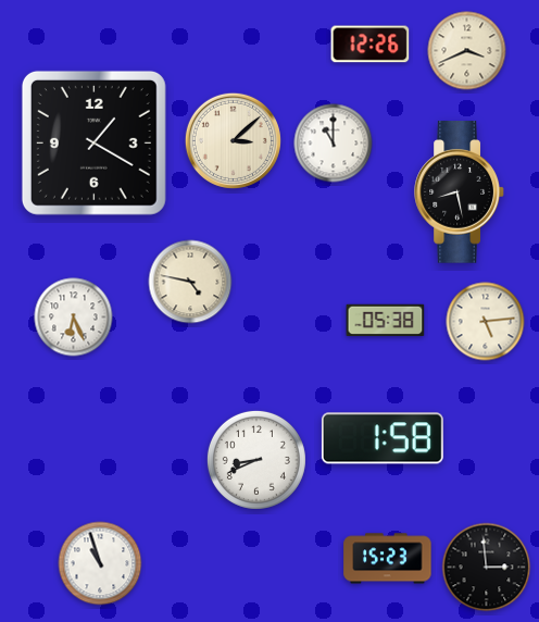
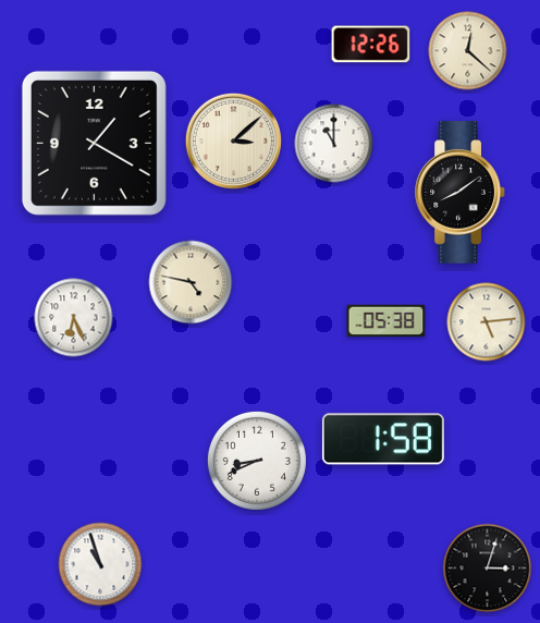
clock at (467, 51): 3:41 -> 12:22
clock at (460, 192): 8:28 -> 8:09
clock at (388, 559): 15:23 -> none
clock at (487, 568): 2:59 -> 3:03
